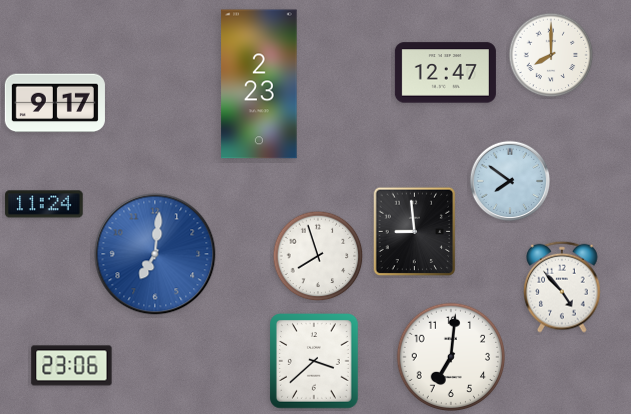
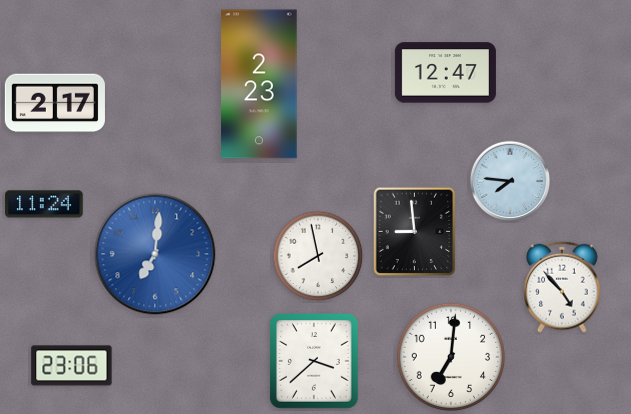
clock at (551, 55): 8:00 -> none
clock at (55, 103): 9:17 -> 2:17
clock at (510, 181): 7:51 -> 7:46
clock at (318, 256): 7:57 -> 7:58
